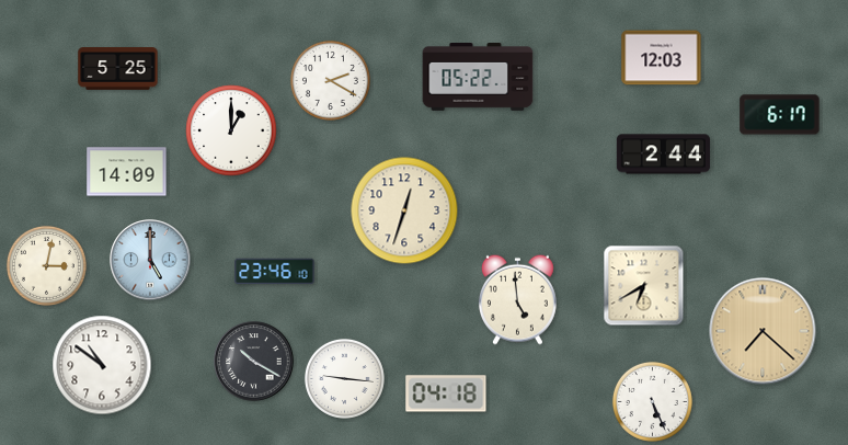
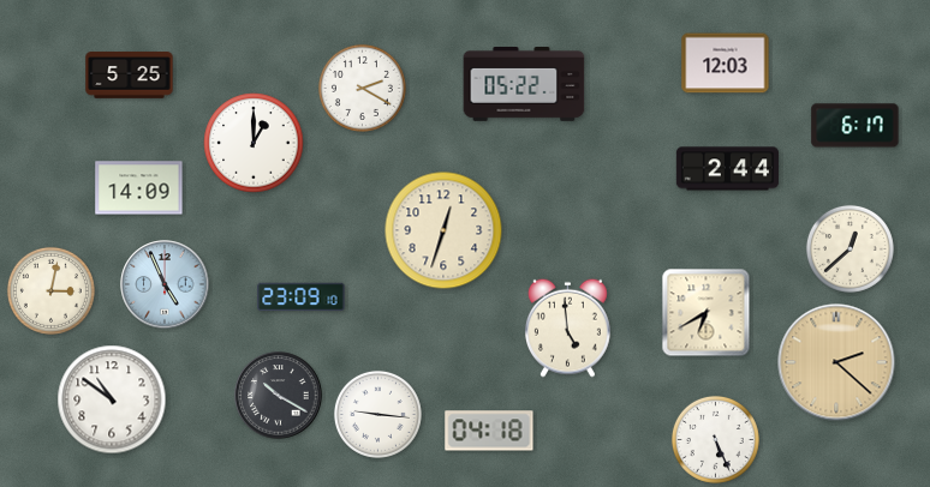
clock at (849, 248): none -> 12:38
clock at (150, 260): 5:00 -> 4:56
clock at (275, 272): 23:46 -> 23:09
clock at (763, 331): 7:22 -> 2:22
